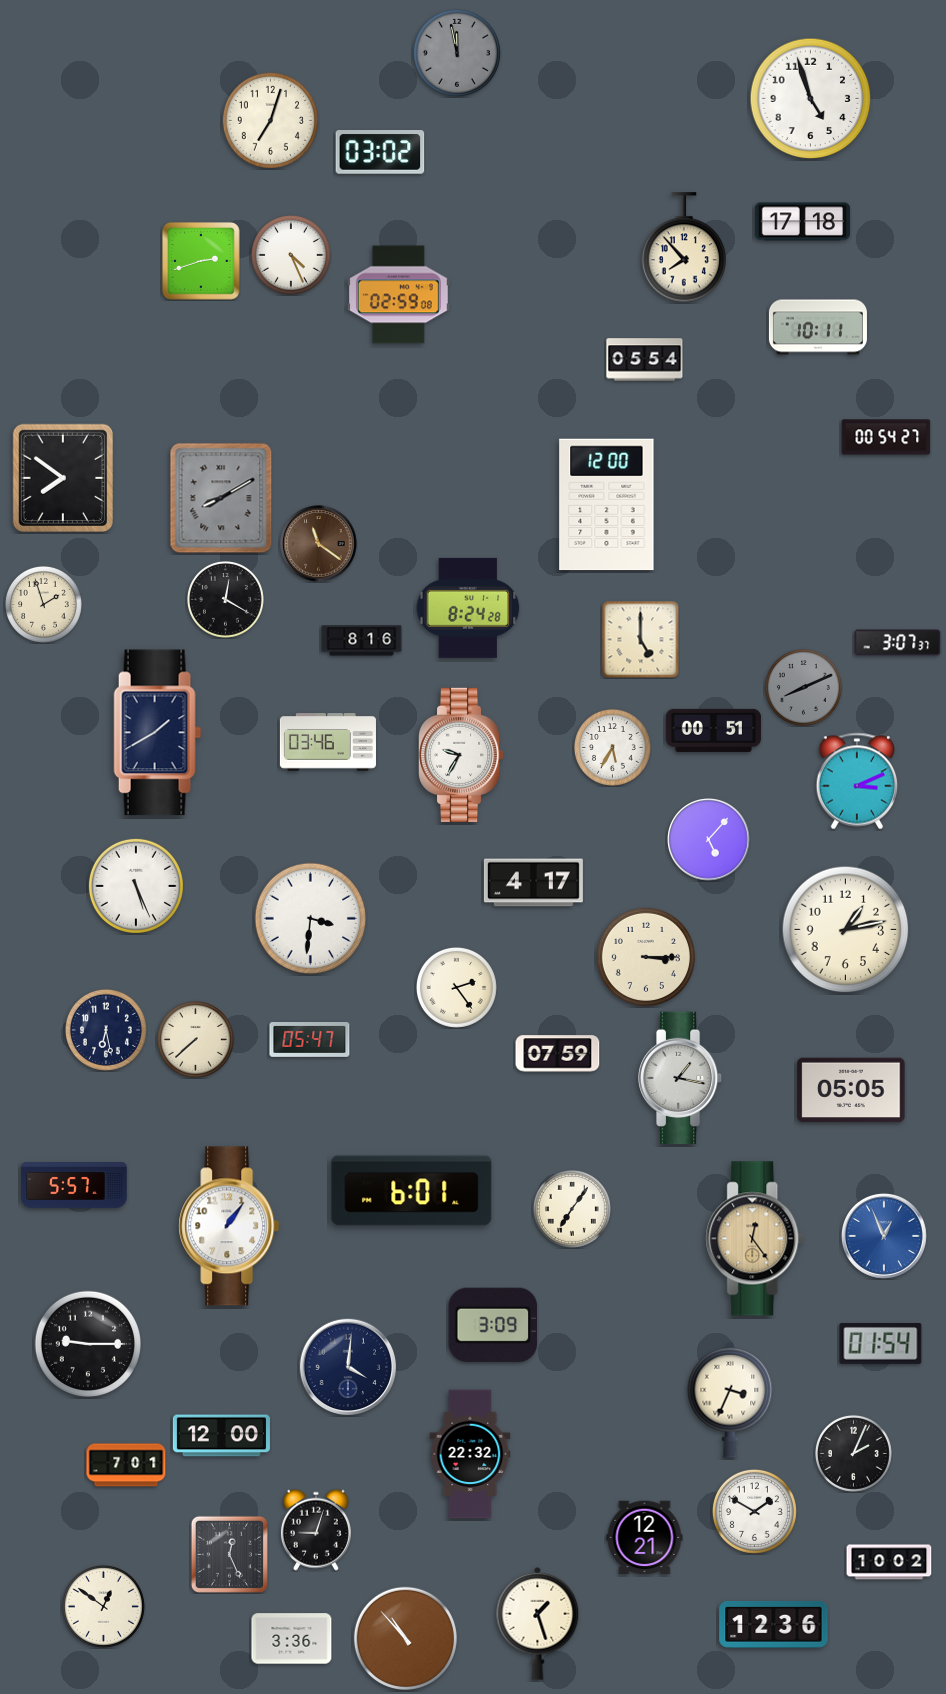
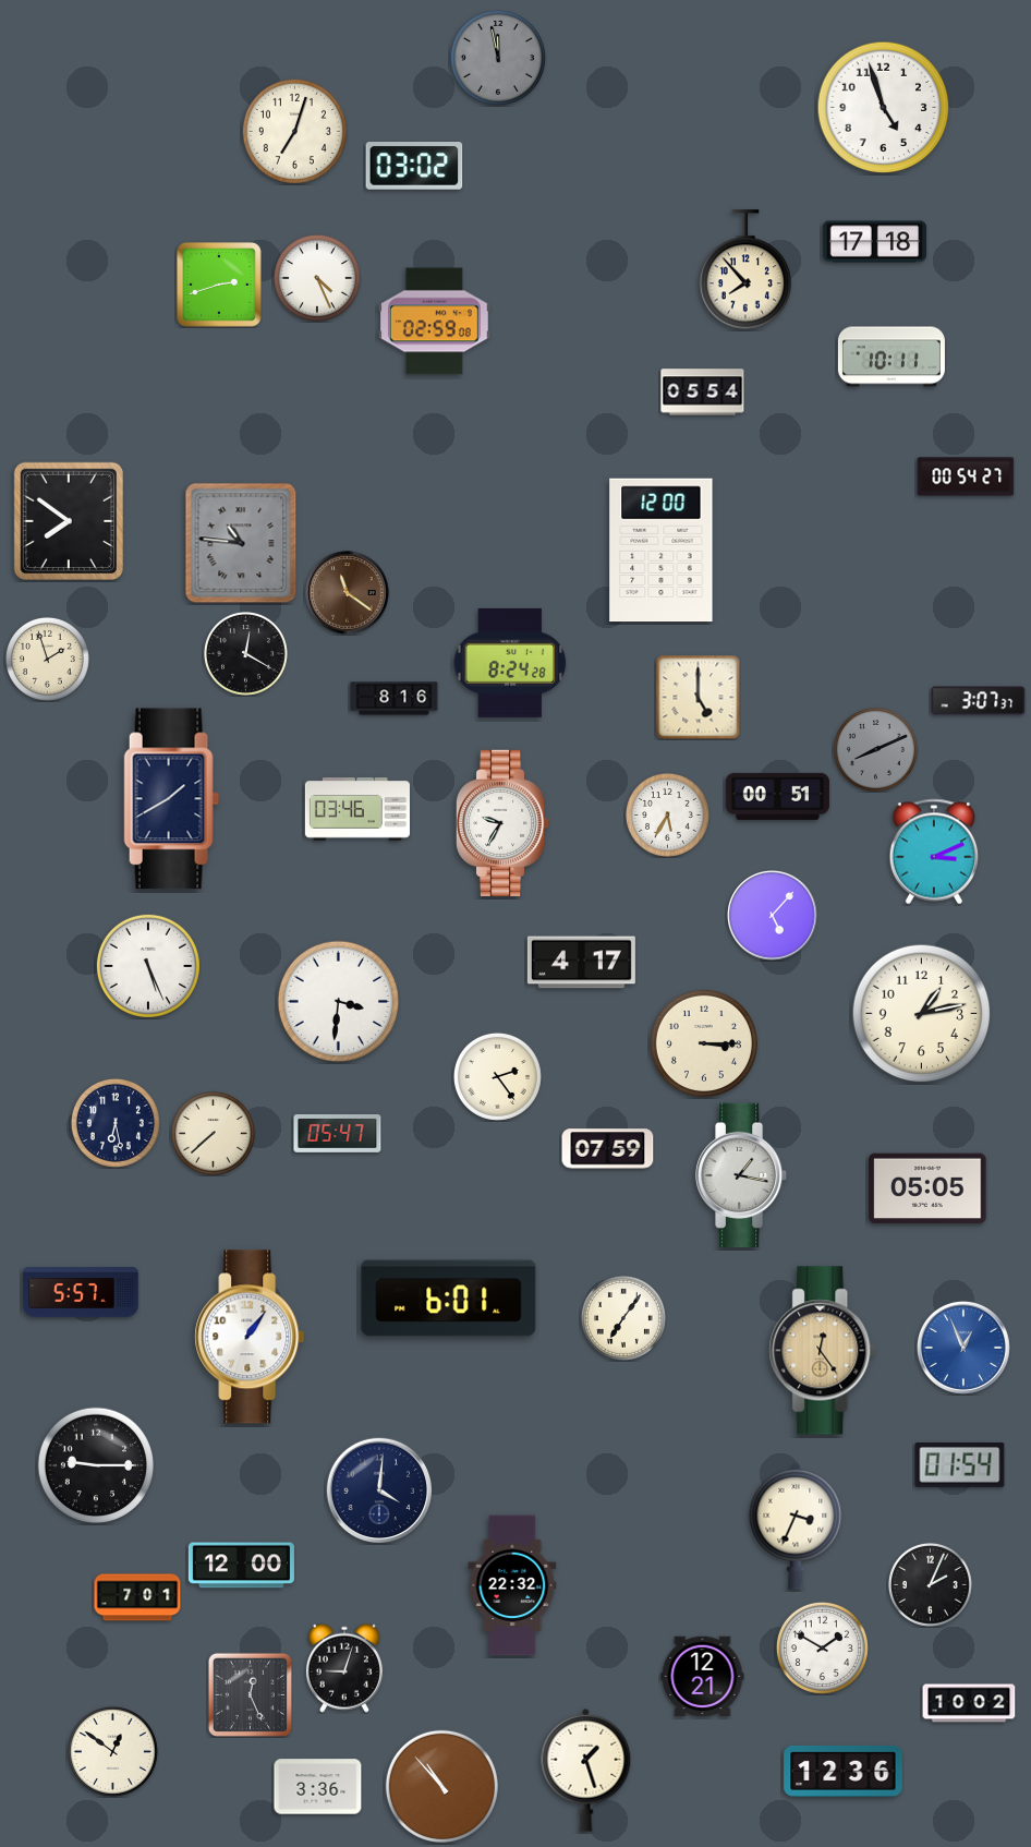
clock at (221, 498): 8:10 -> 10:46
clock at (493, 1325): 3:09 -> none
